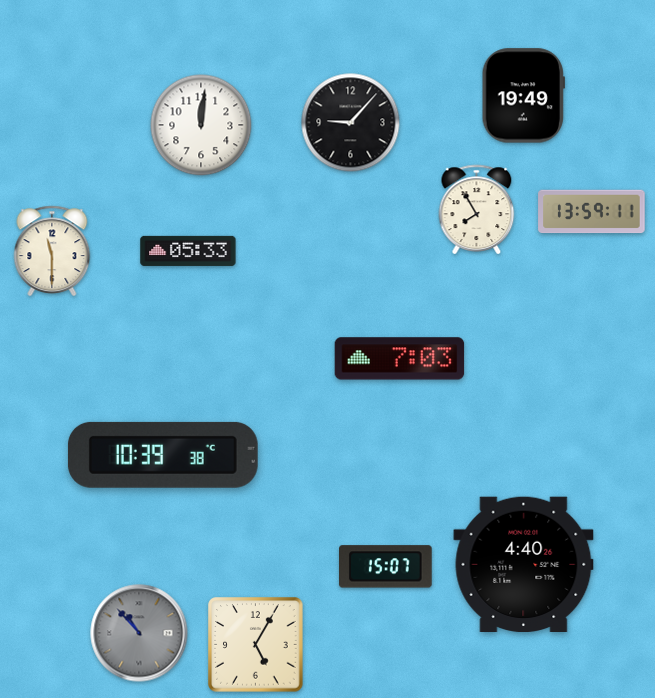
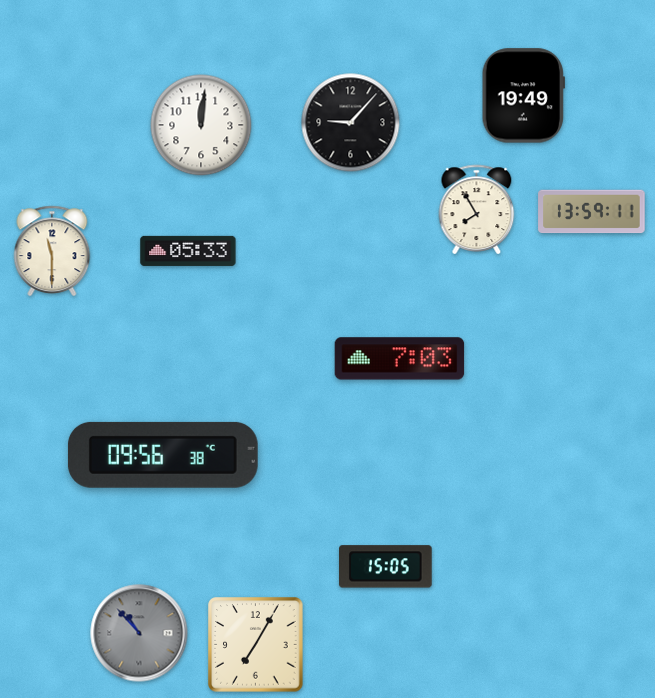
clock at (163, 455): 10:39 -> 09:56
clock at (524, 564): 4:40 -> none
clock at (386, 567): 15:07 -> 15:05
clock at (256, 645): 5:05 -> 7:05
